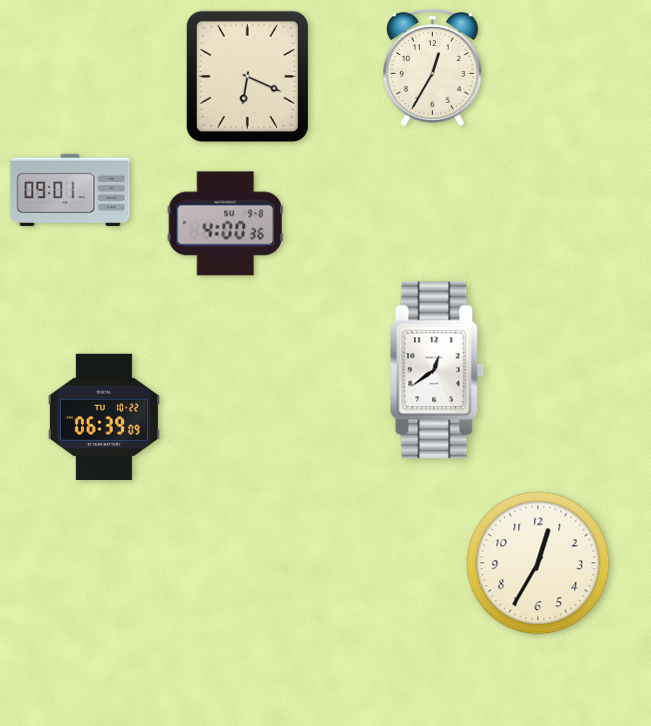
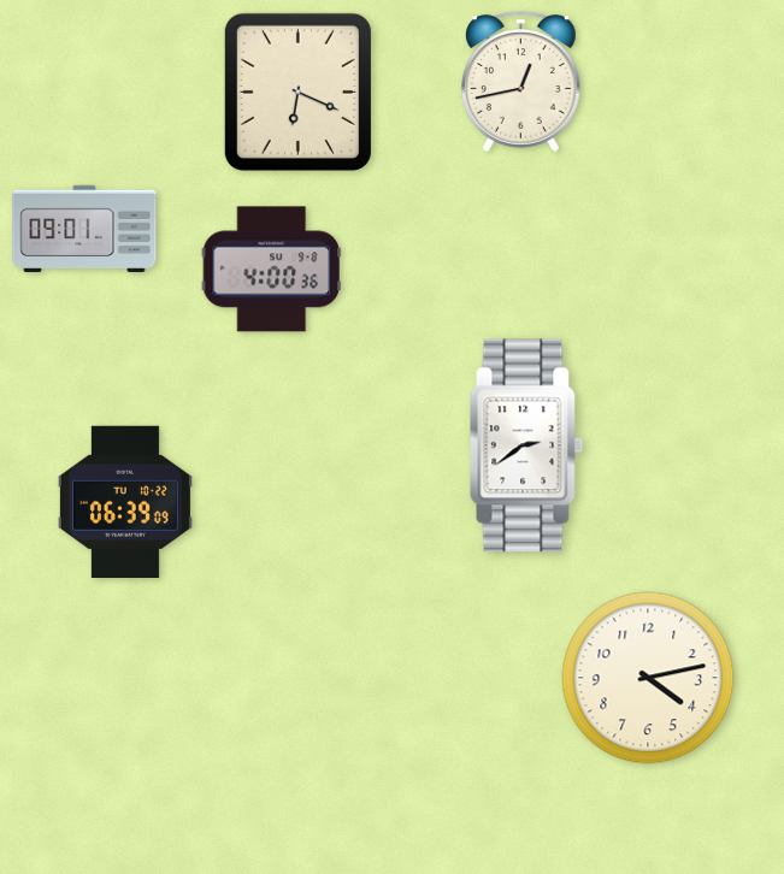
clock at (433, 67): 12:35 -> 12:43
clock at (437, 370): 12:39 -> 2:39
clock at (538, 563): 12:35 -> 4:13
